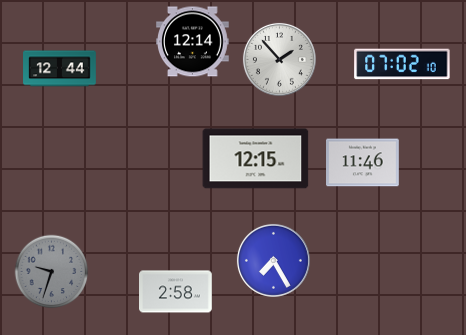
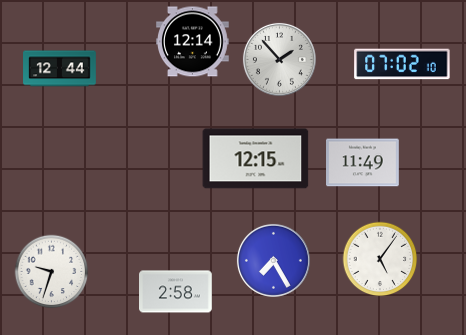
clock at (363, 163): 11:46 -> 11:49
clock at (380, 259): none -> 5:06
clock at (52, 272) dial: grey -> white
